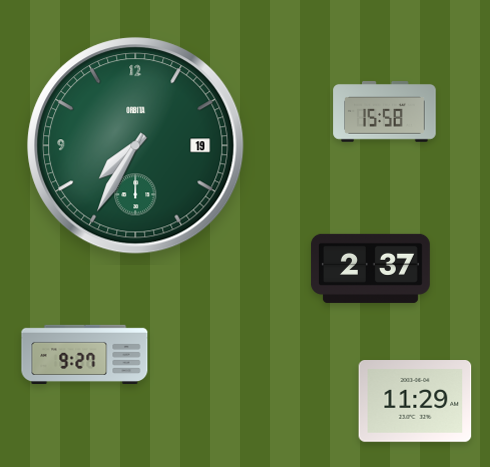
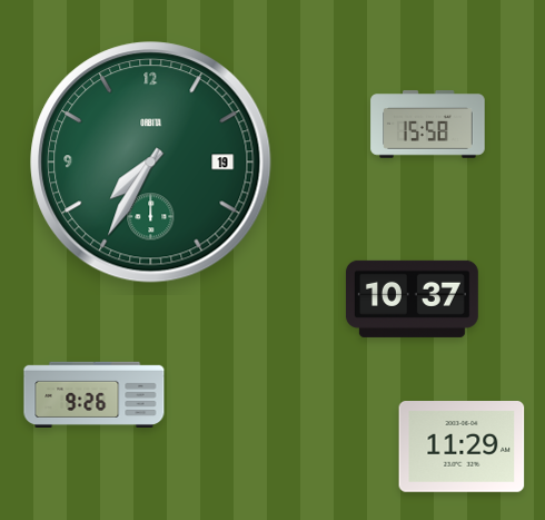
clock at (370, 268): 2:37 -> 10:37
clock at (85, 354): 9:27 -> 9:26
